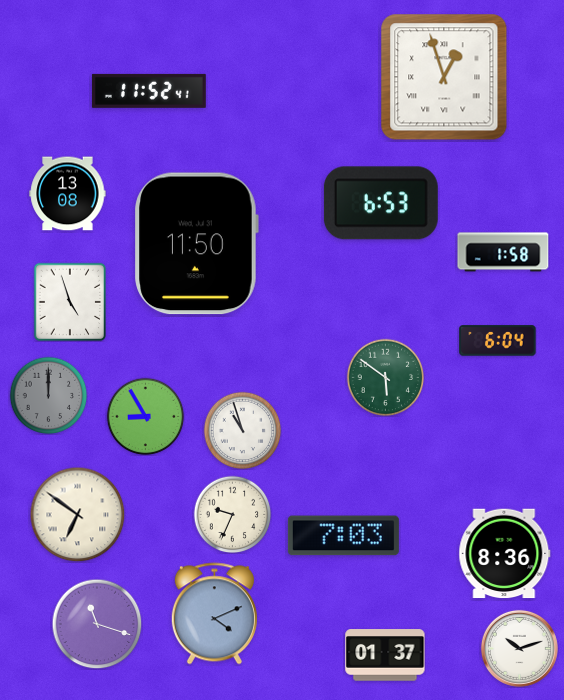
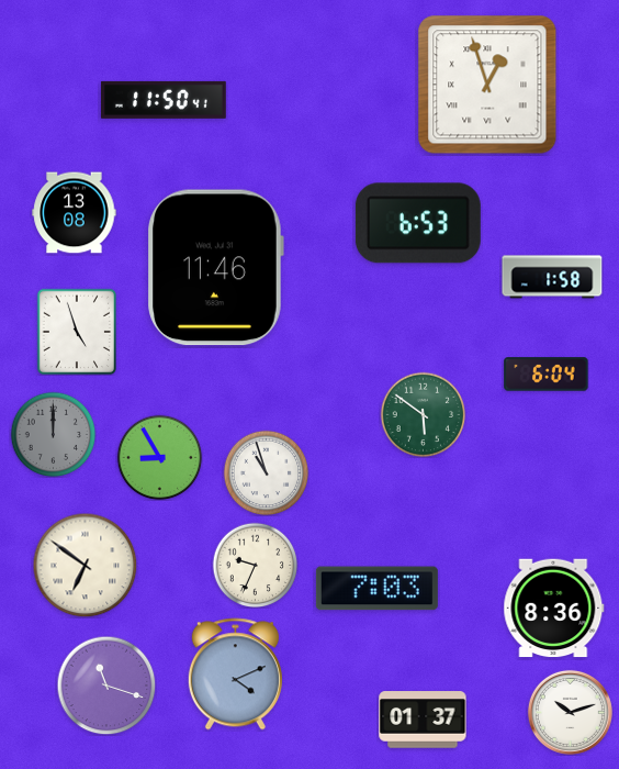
clock at (149, 91): 11:52 -> 11:50
clock at (196, 244): 11:50 -> 11:46
